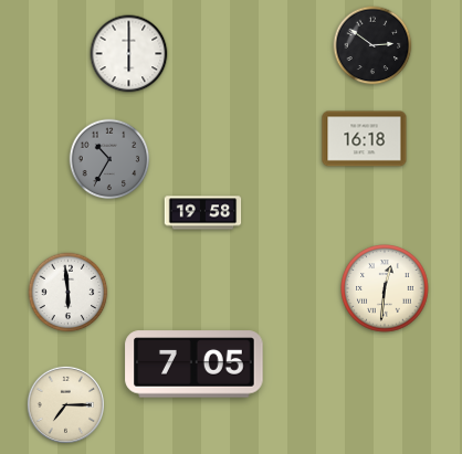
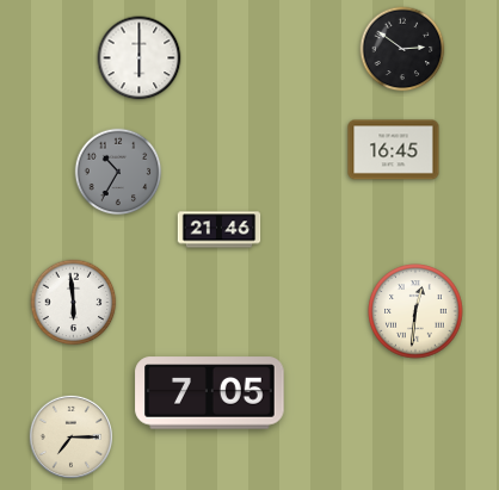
clock at (365, 139): 16:18 -> 16:45
clock at (203, 213): 19:58 -> 21:46
clock at (69, 293) position: (69, 293) -> (74, 303)
